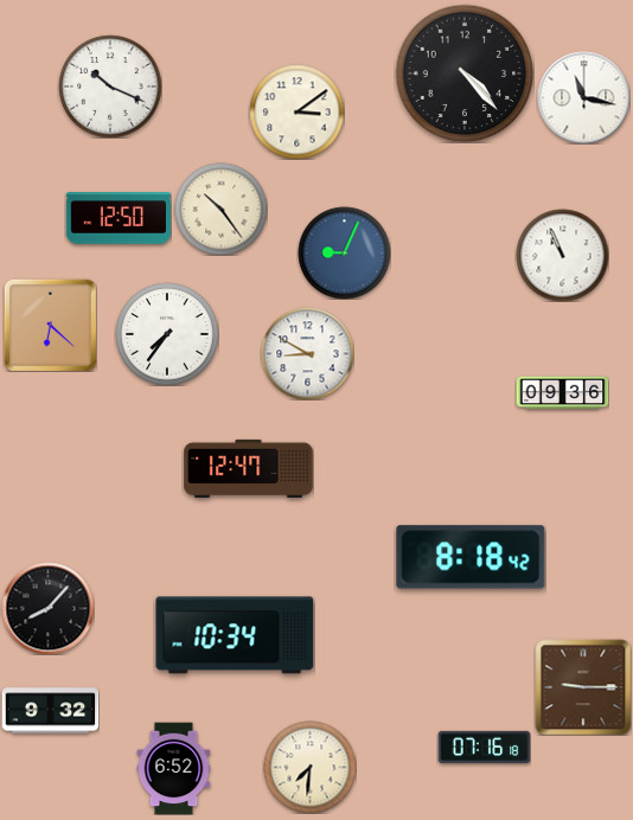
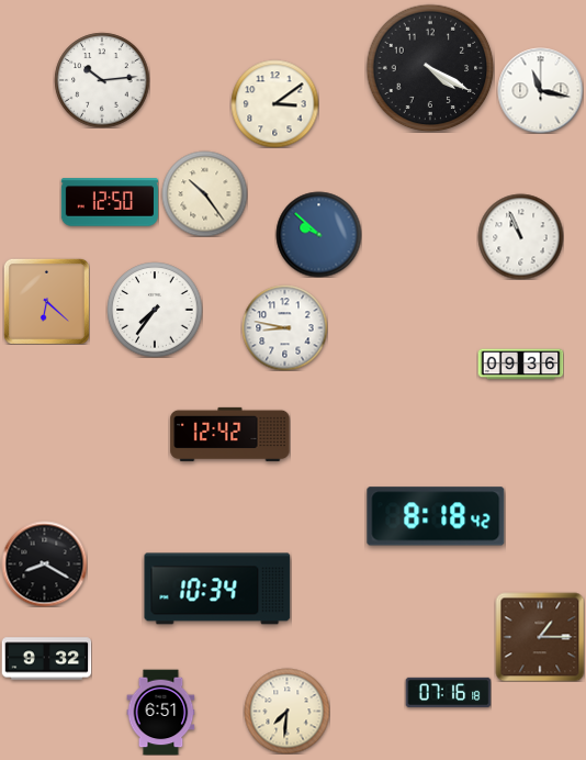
clock at (465, 73): 4:23 -> 4:20
clock at (110, 87): 10:19 -> 10:14
clock at (344, 252): 9:04 -> 9:52
clock at (307, 353): 8:50 -> 8:47
clock at (249, 468): 12:47 -> 12:42
clock at (47, 608): 8:07 -> 8:20
clock at (583, 687): 9:15 -> 1:15
clock at (174, 768): 6:52 -> 6:51
